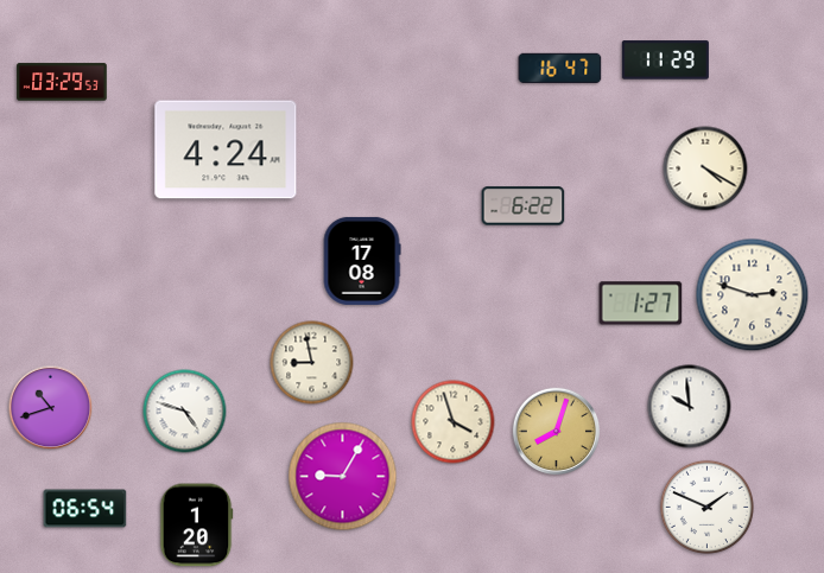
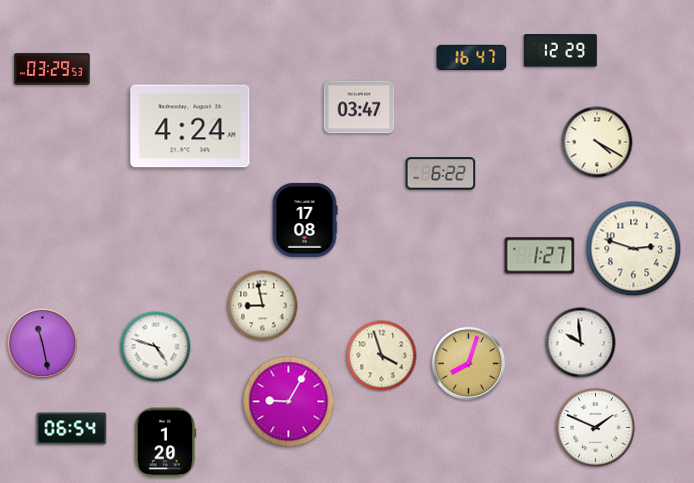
clock at (665, 61): 11:29 -> 12:29
clock at (359, 107): none -> 03:47
clock at (705, 168) position: (705, 168) -> (597, 142)
clock at (51, 408): 10:42 -> 11:28
